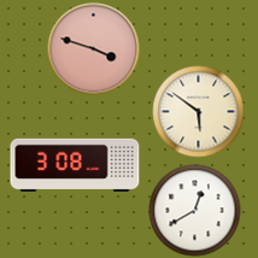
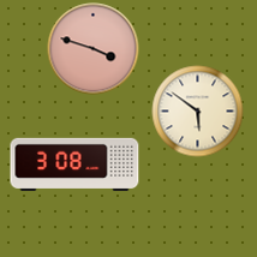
clock at (195, 211): 12:40 -> none
